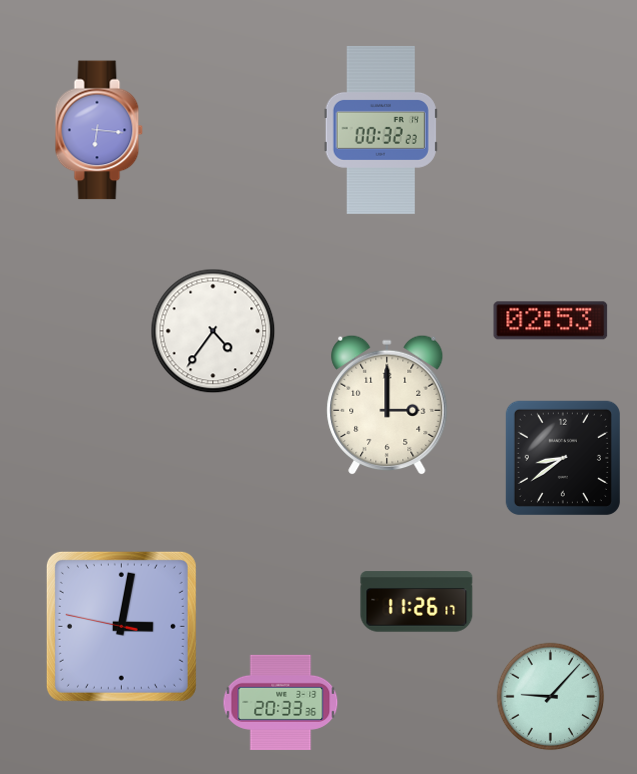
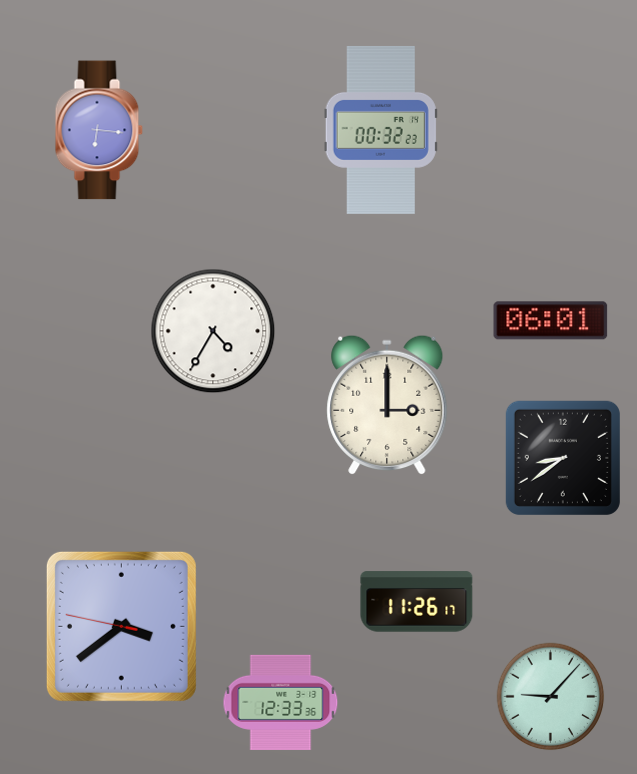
clock at (551, 321): 02:53 -> 06:01
clock at (213, 331): 4:36 -> 4:35
clock at (121, 626): 3:01 -> 3:38
clock at (281, 702): 20:33 -> 12:33
